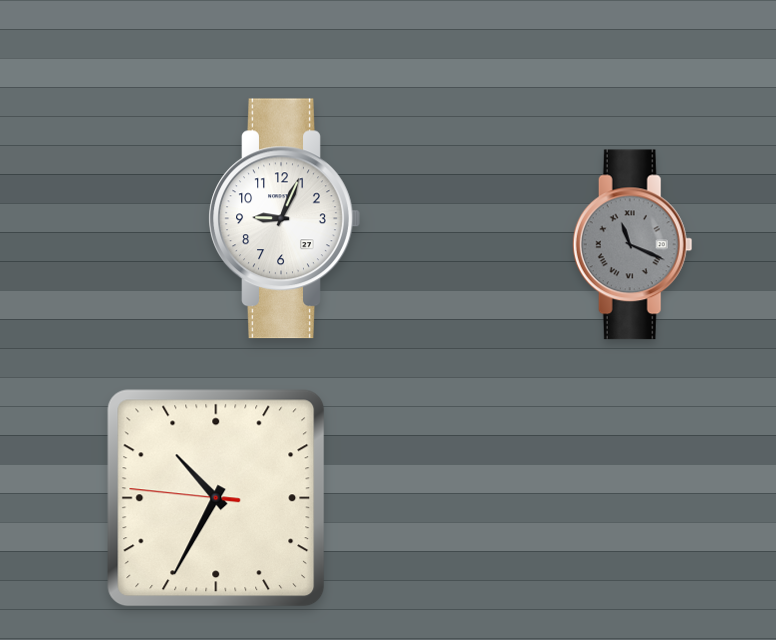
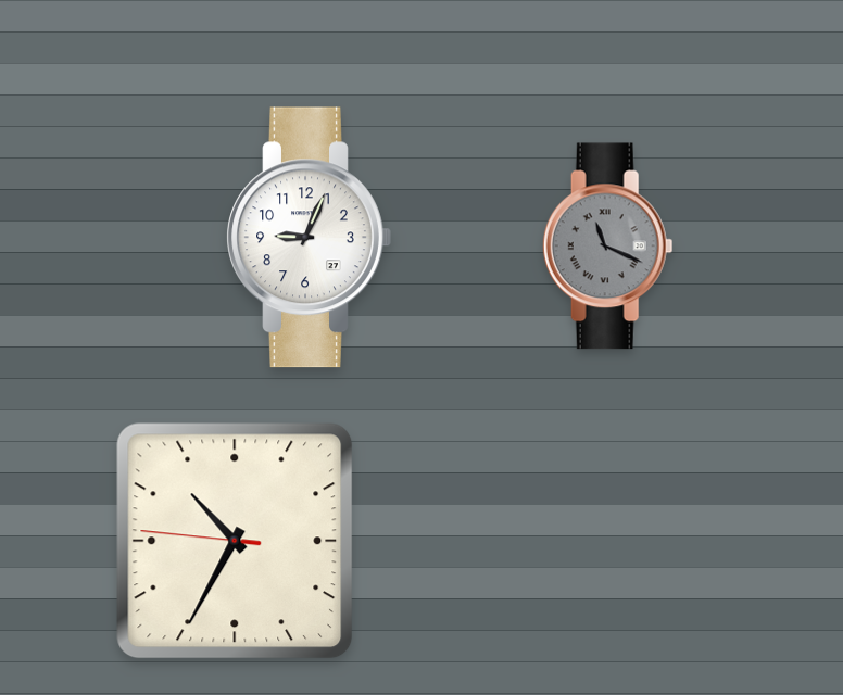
clock at (632, 245) position: (632, 245) -> (607, 247)
